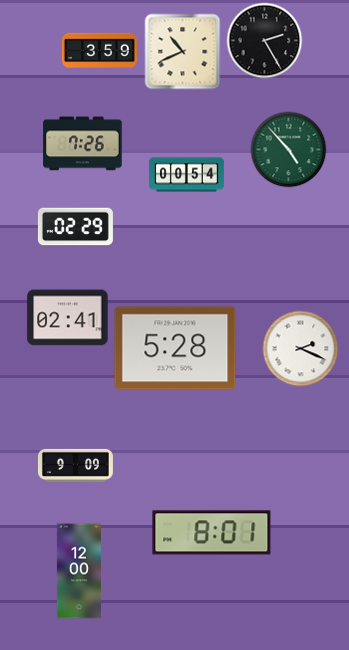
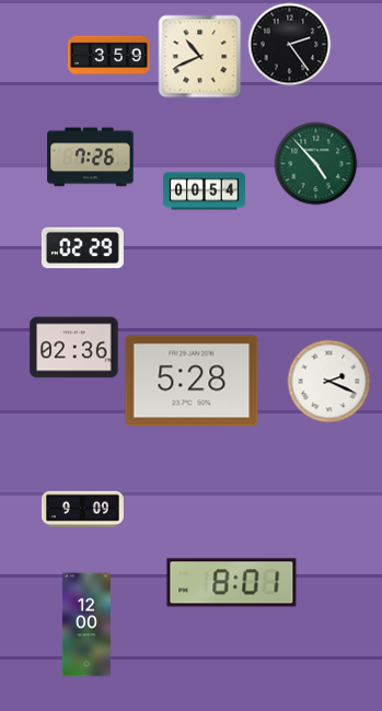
clock at (265, 41): 2:25 -> 2:24
clock at (68, 318): 02:41 -> 02:36
